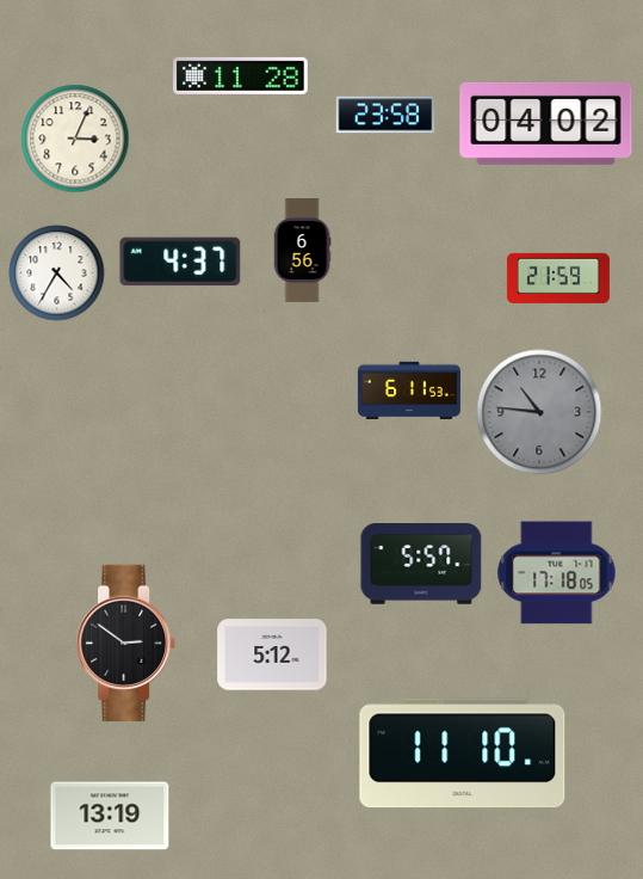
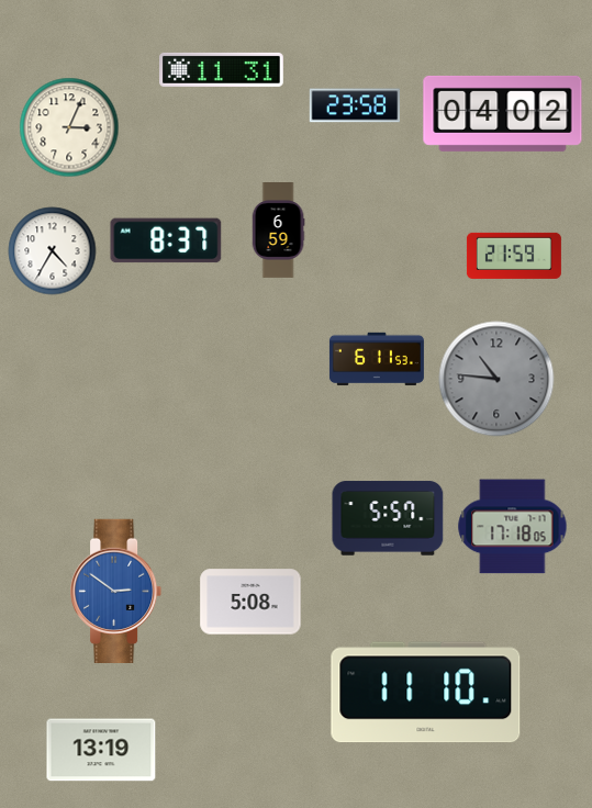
clock at (241, 75): 11:28 -> 11:31
clock at (302, 251): 6:56 -> 6:59
clock at (180, 262): 4:37 -> 8:37
clock at (128, 643) dial: black -> blue
clock at (272, 654): 5:12 -> 5:08
